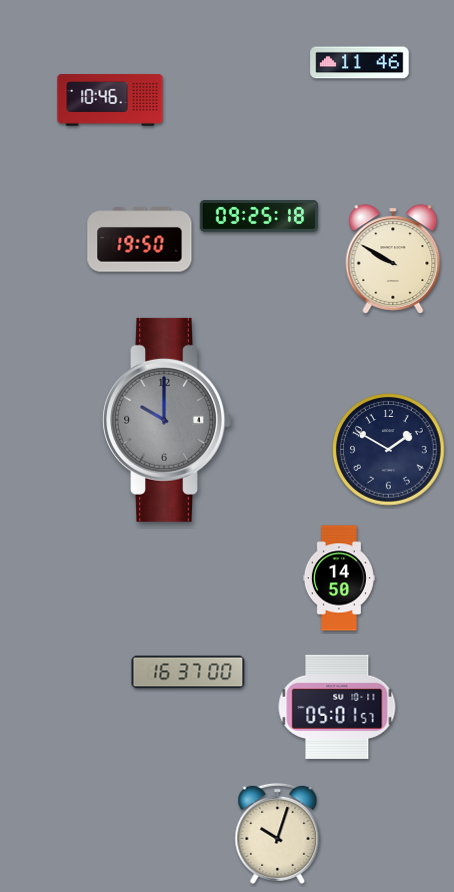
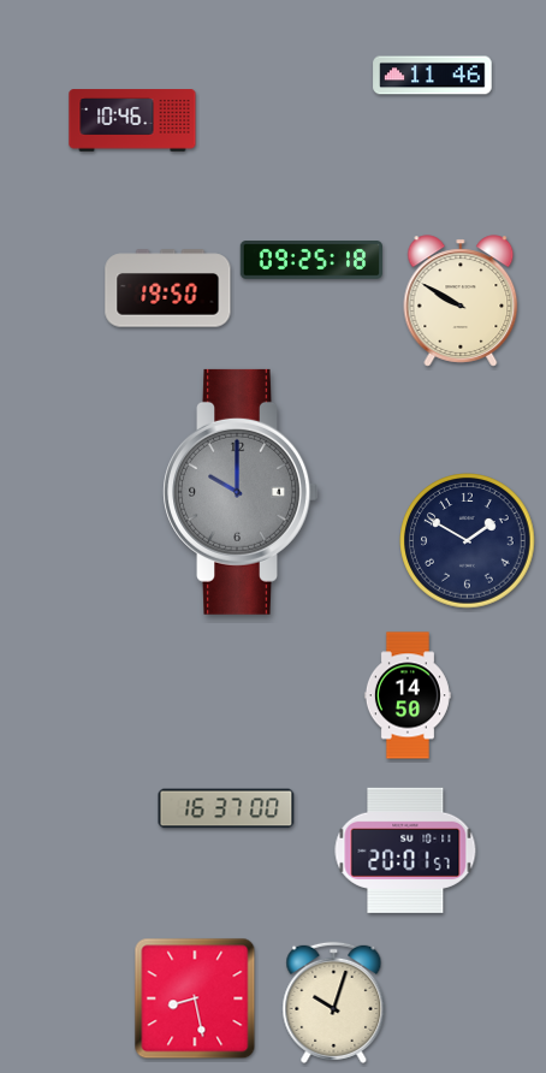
clock at (393, 259) position: (393, 259) -> (461, 301)
clock at (167, 420) position: (167, 420) -> (241, 492)
clock at (337, 707): 05:01 -> 20:01
clock at (195, 998): none -> 8:28
